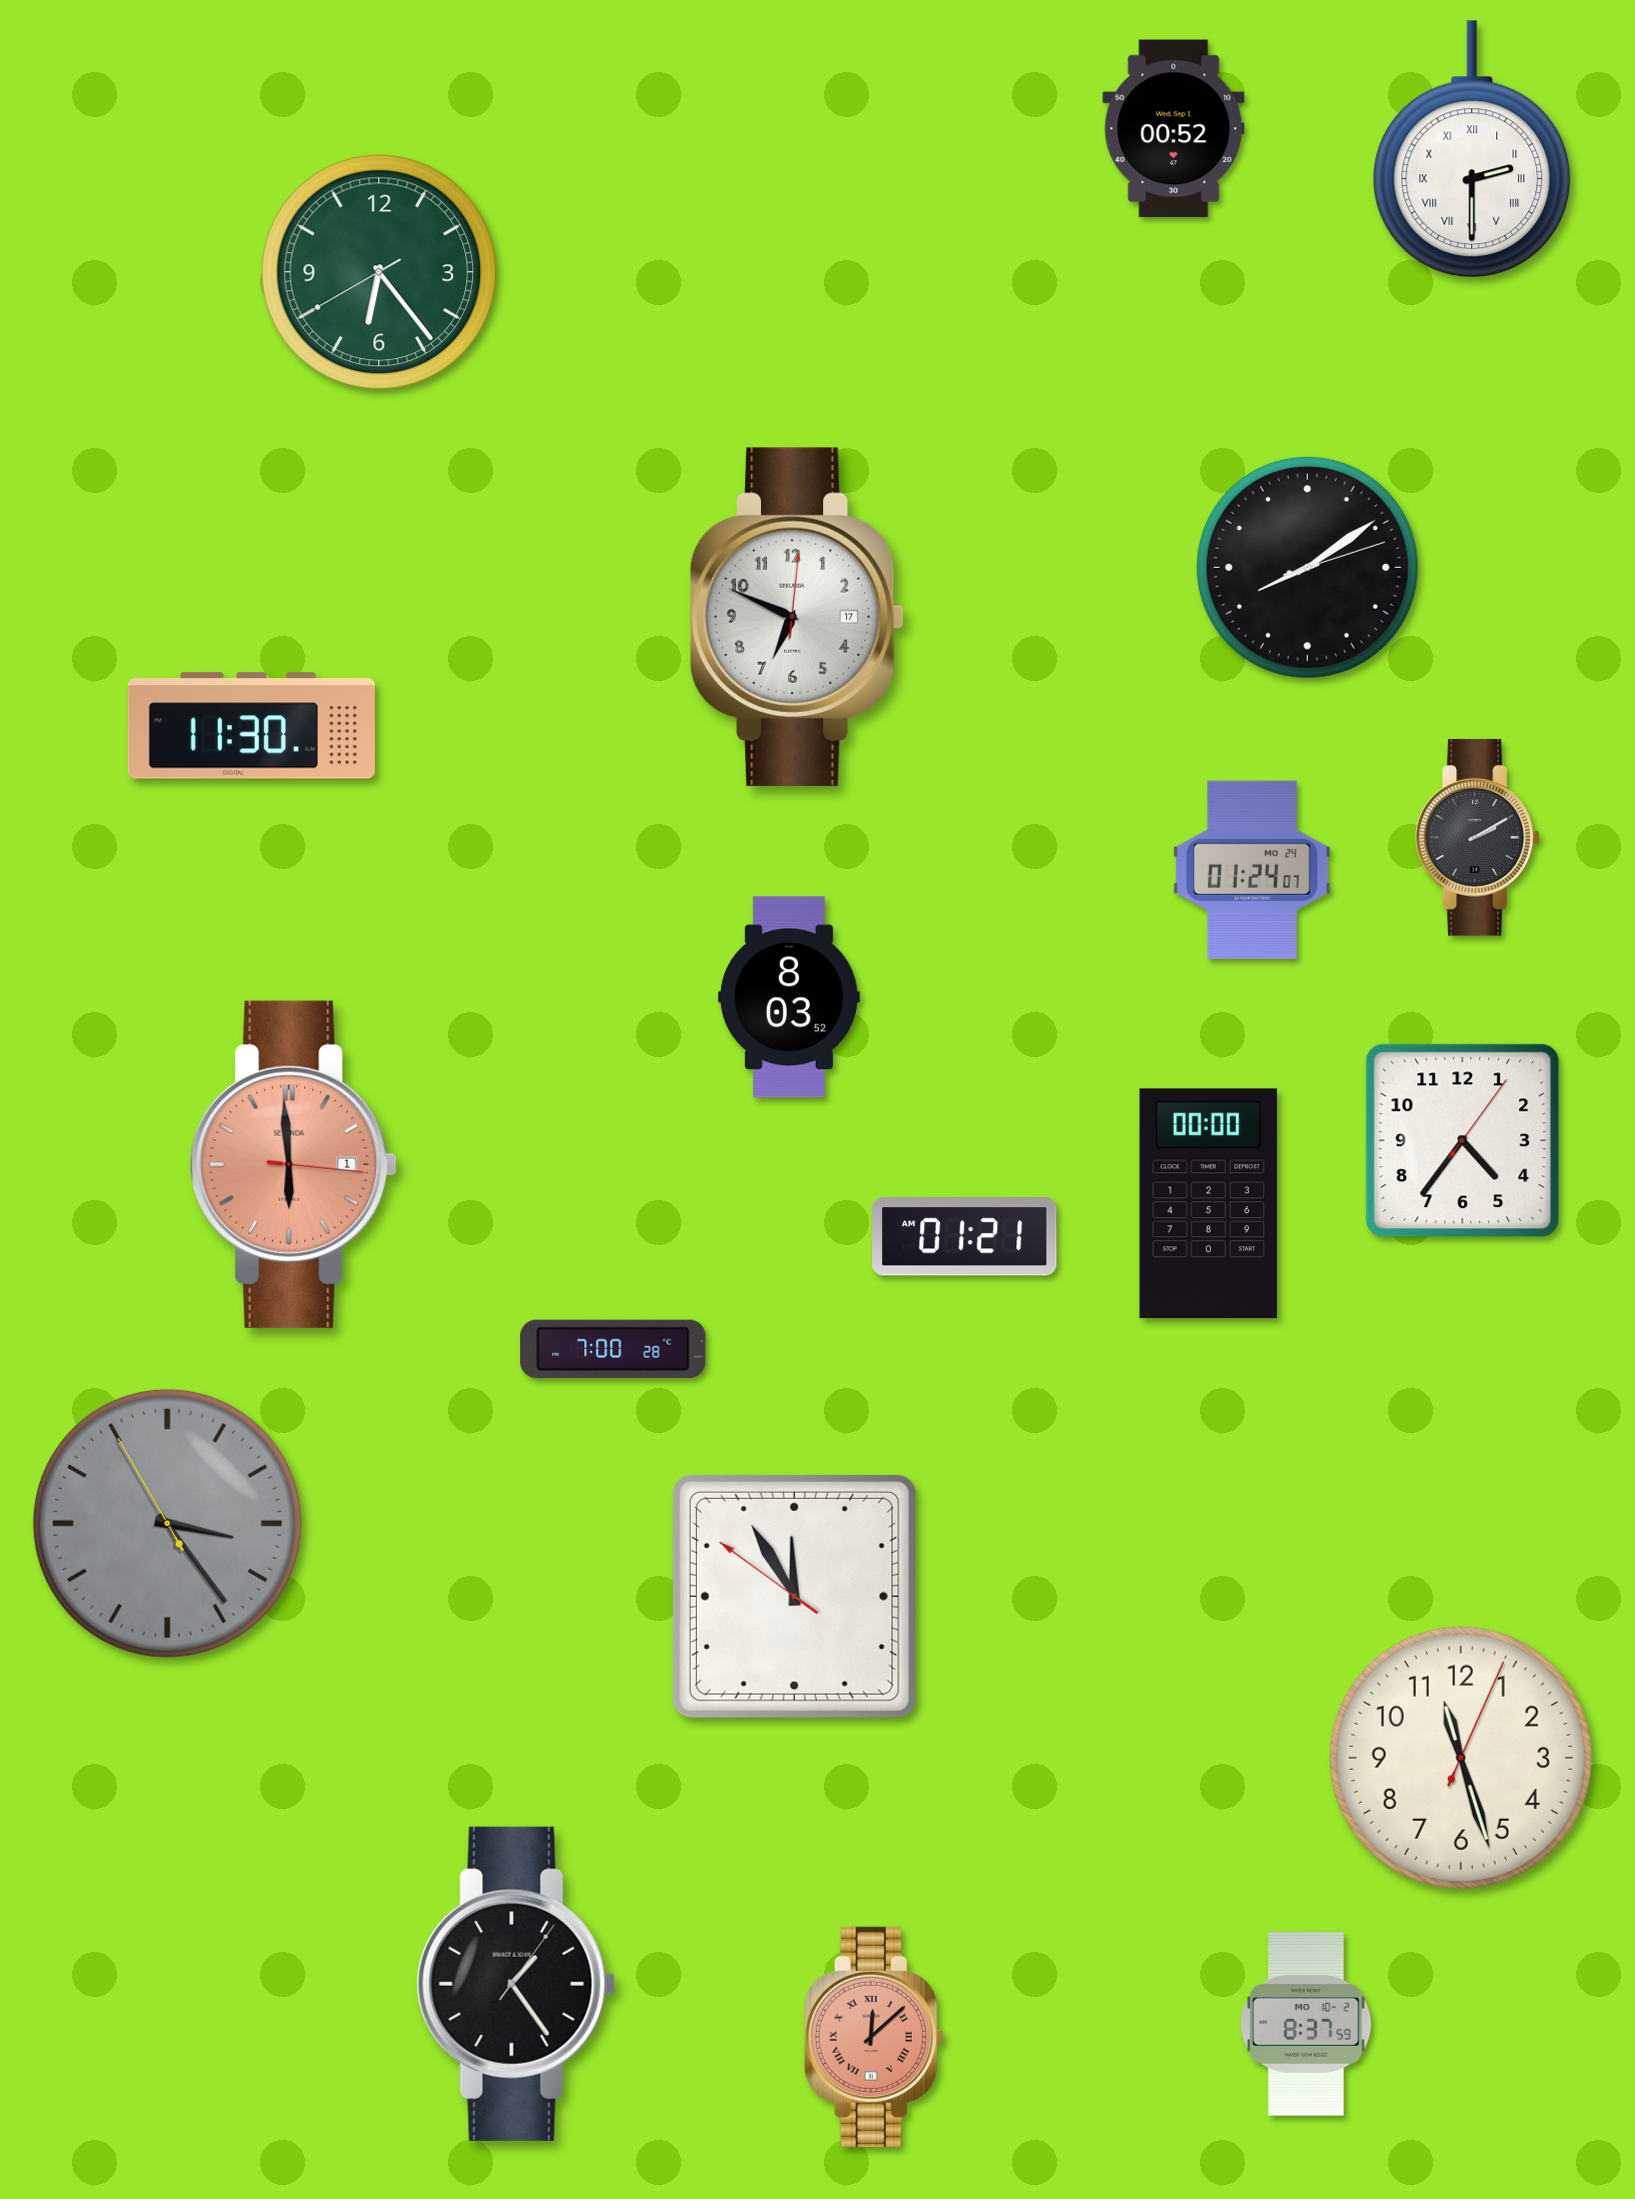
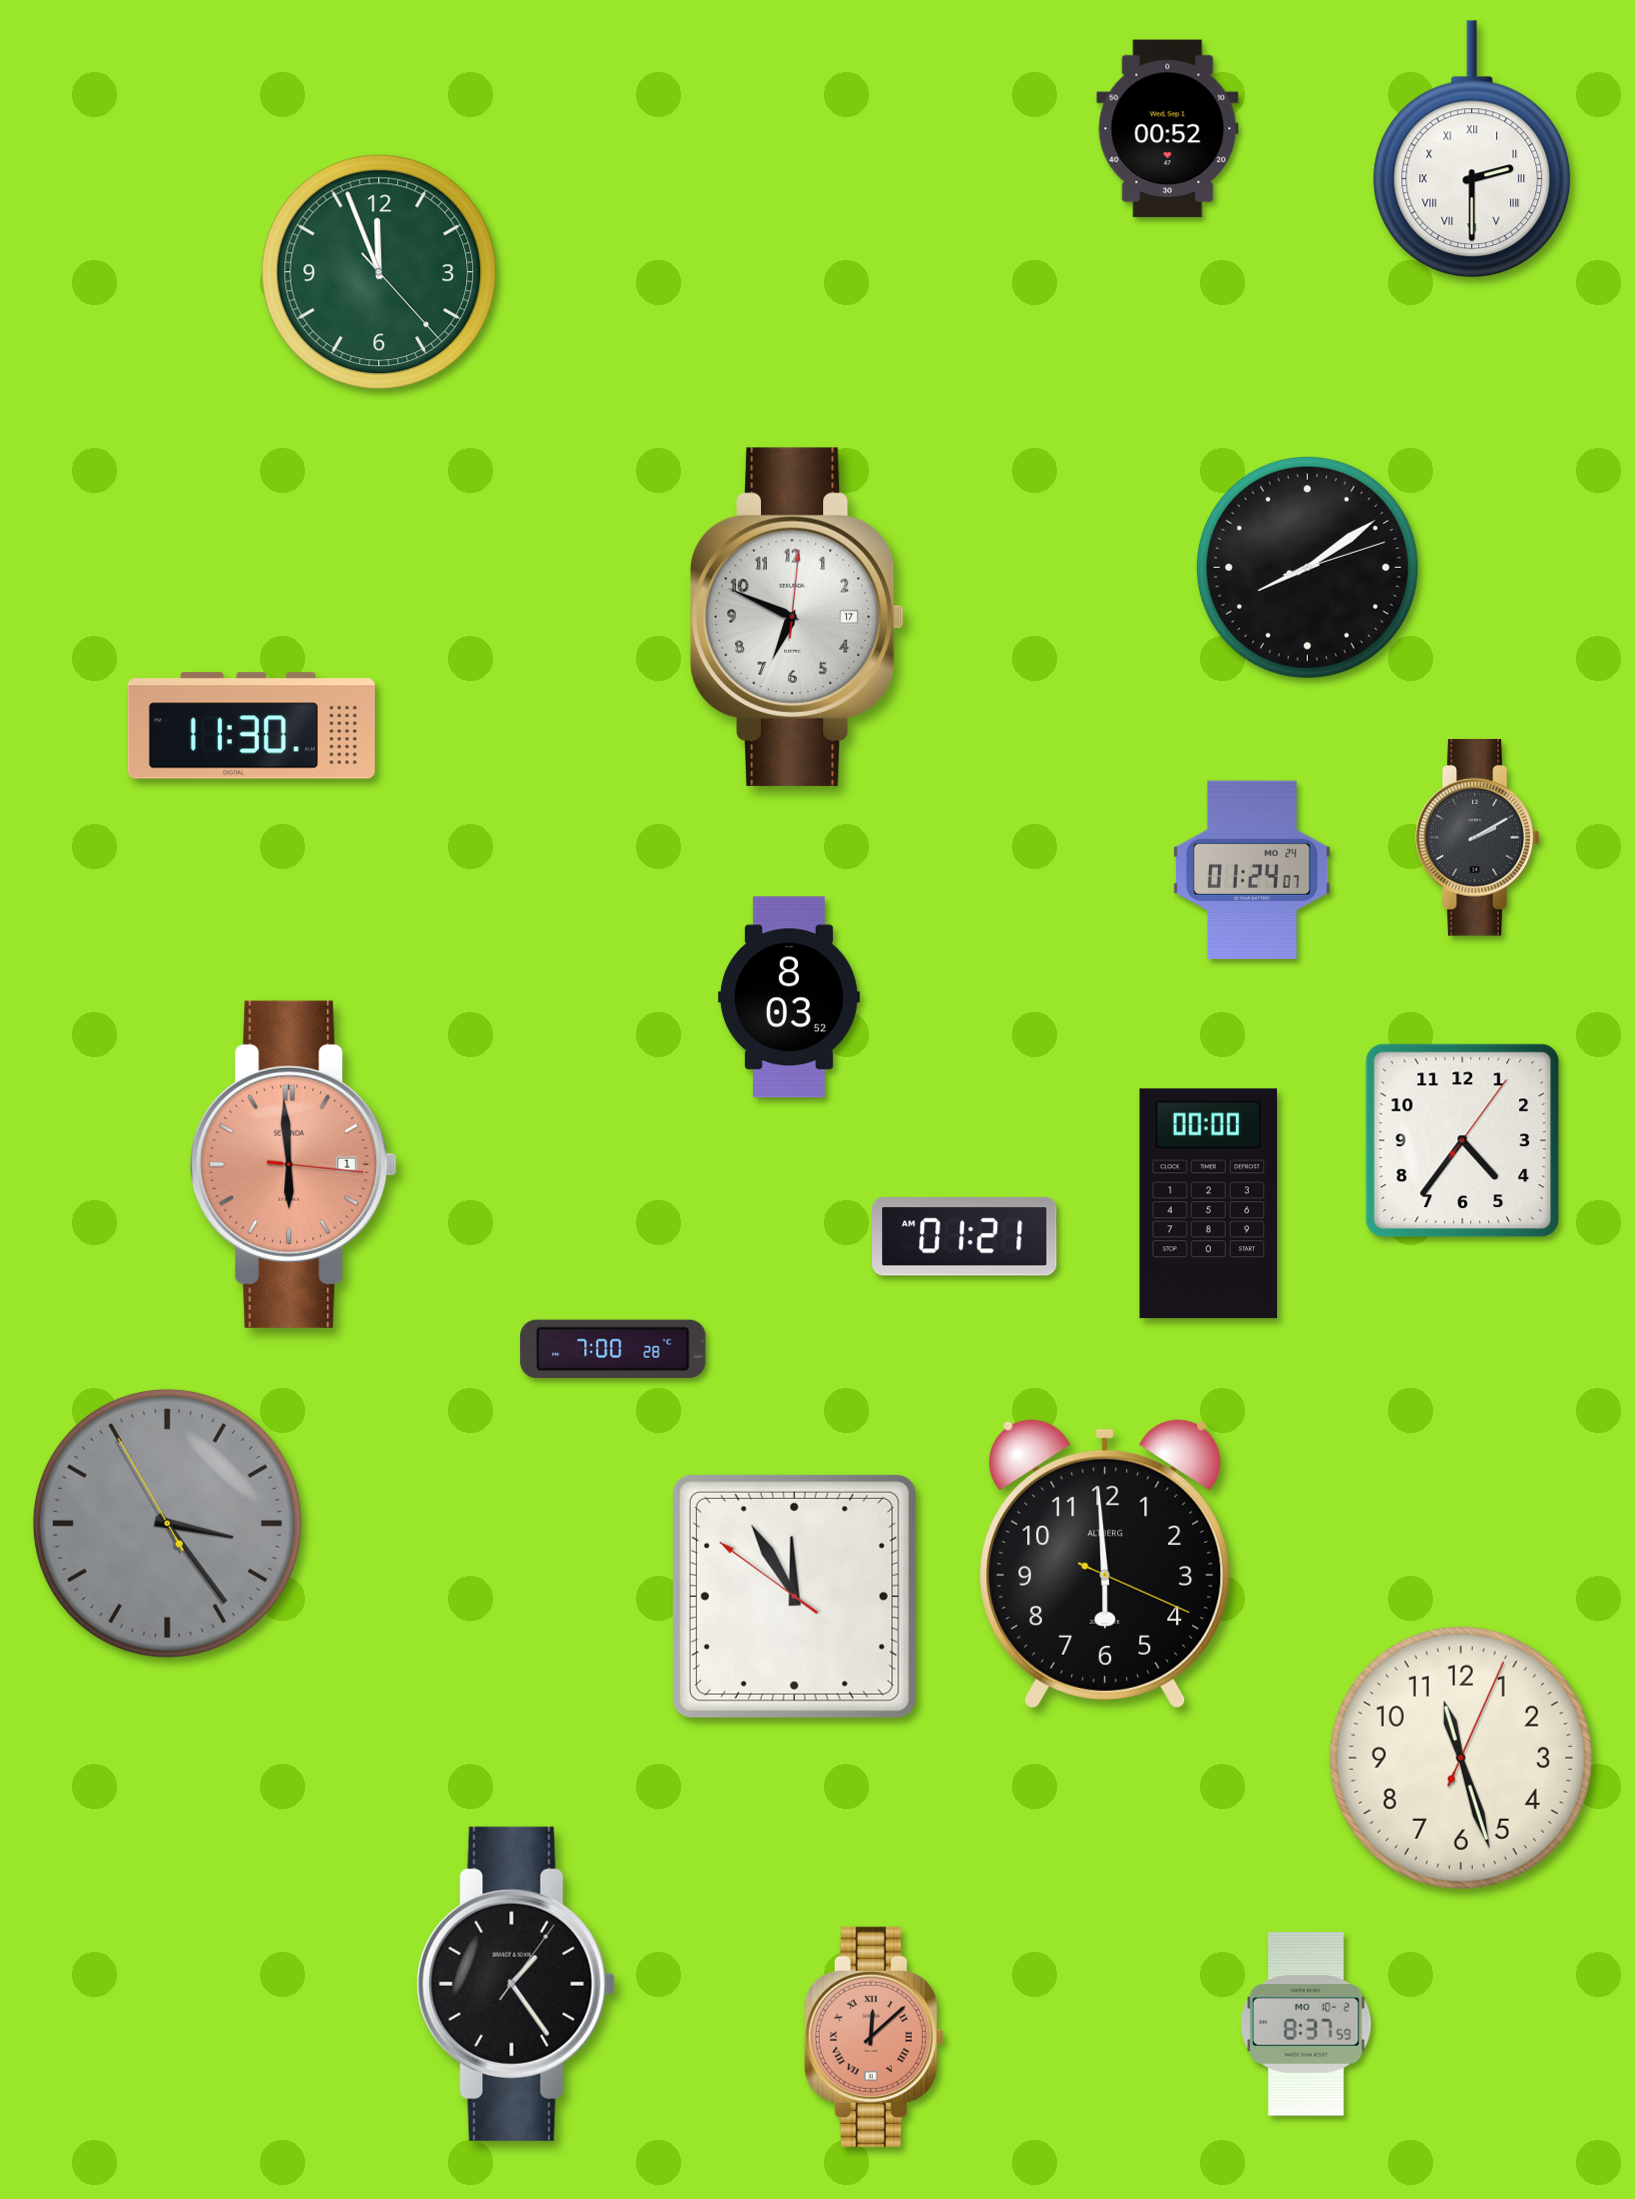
clock at (1174, 129) position: (1174, 129) -> (1168, 129)
clock at (379, 272): 6:23 -> 11:56
clock at (1105, 1563): none -> 5:59
